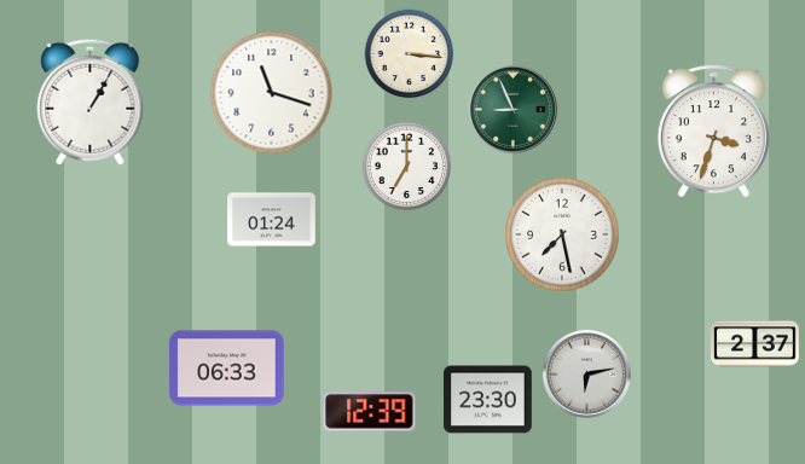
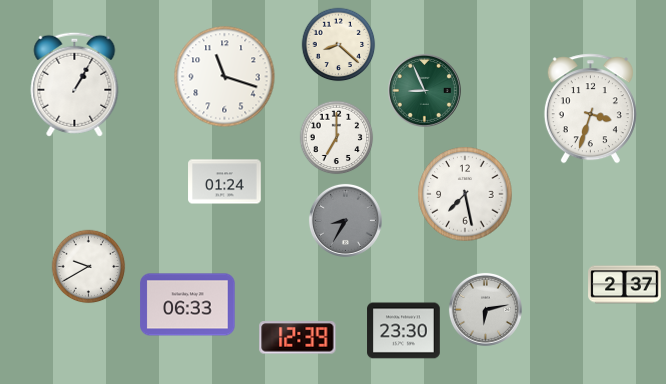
clock at (410, 54): 3:16 -> 8:22
clock at (345, 220): none -> 8:35
clock at (89, 267): none -> 9:40
clock at (370, 412) position: (370, 412) -> (298, 338)
